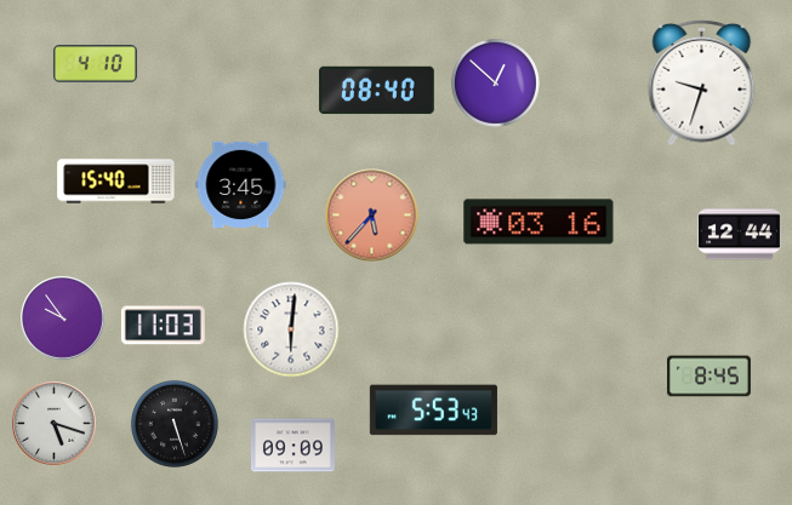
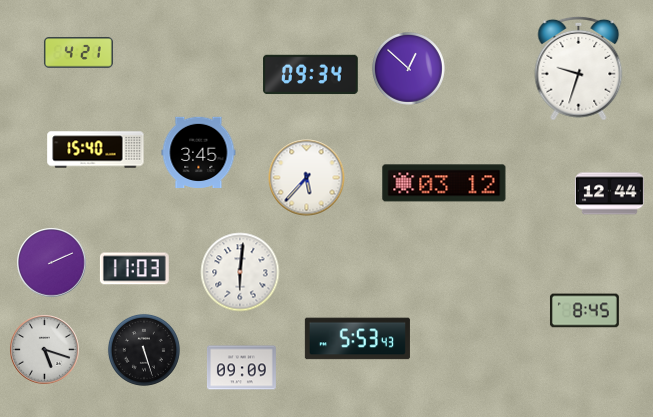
clock at (95, 64): 4:10 -> 4:21
clock at (377, 91): 08:40 -> 09:34
clock at (372, 216) dial: salmon -> white
clock at (539, 222): 03:16 -> 03:12
clock at (63, 319): 9:54 -> 2:11
